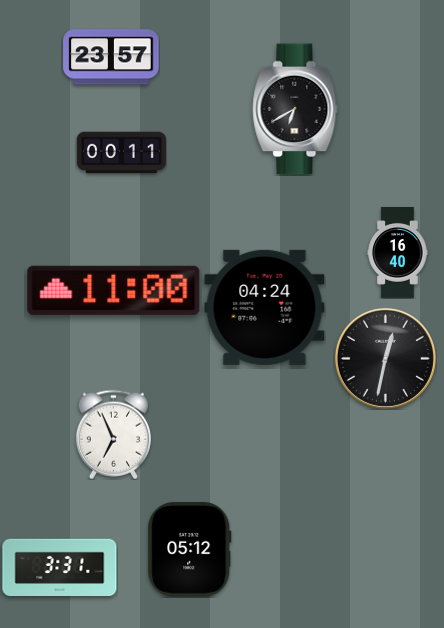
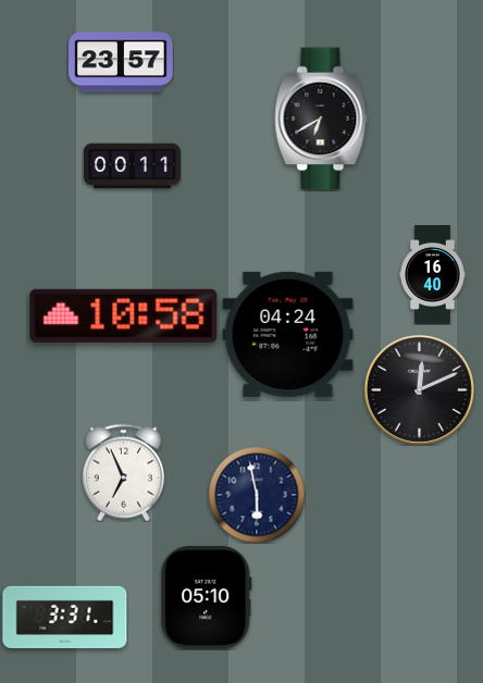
clock at (114, 290): 11:00 -> 10:58
clock at (385, 358): 12:32 -> 12:11
clock at (257, 495): none -> 5:58
clock at (190, 550): 05:12 -> 05:10
